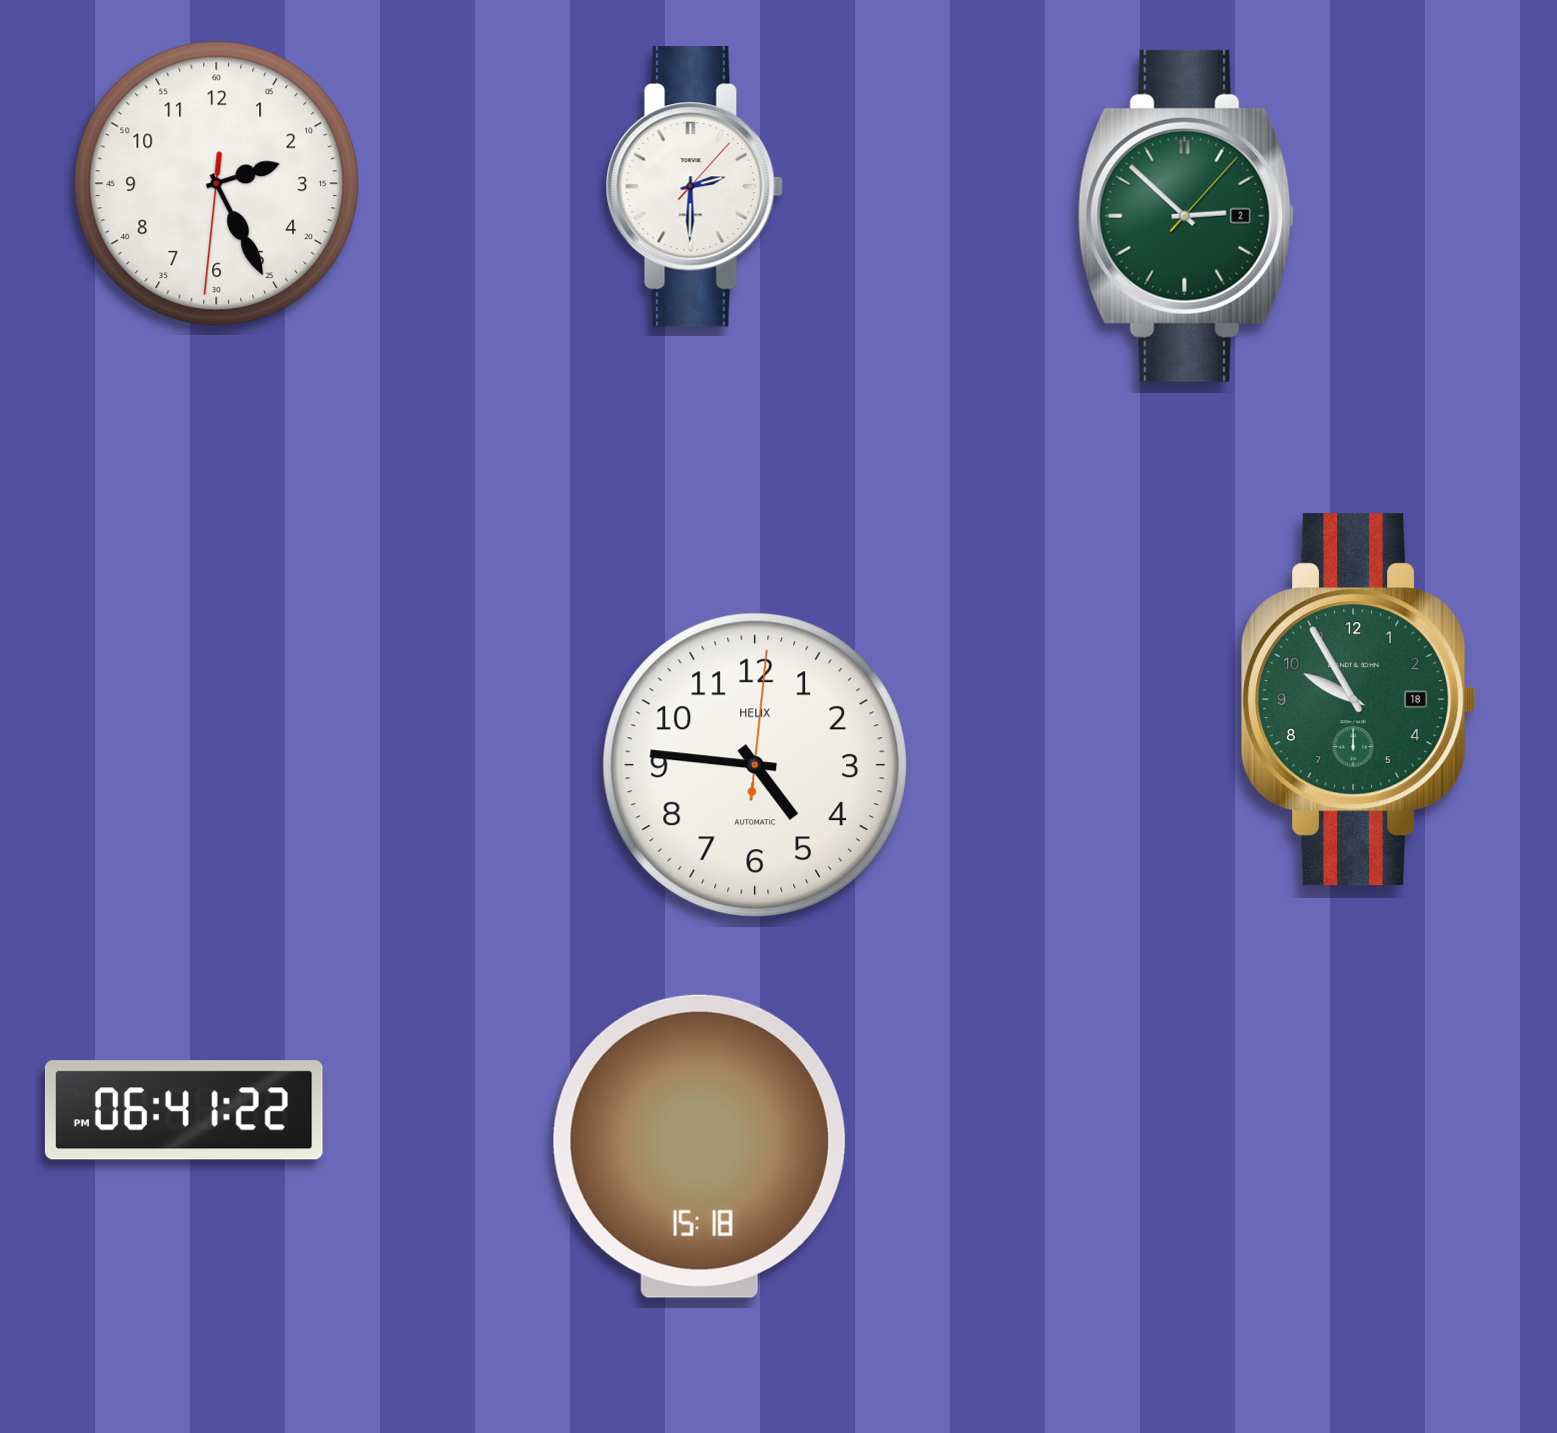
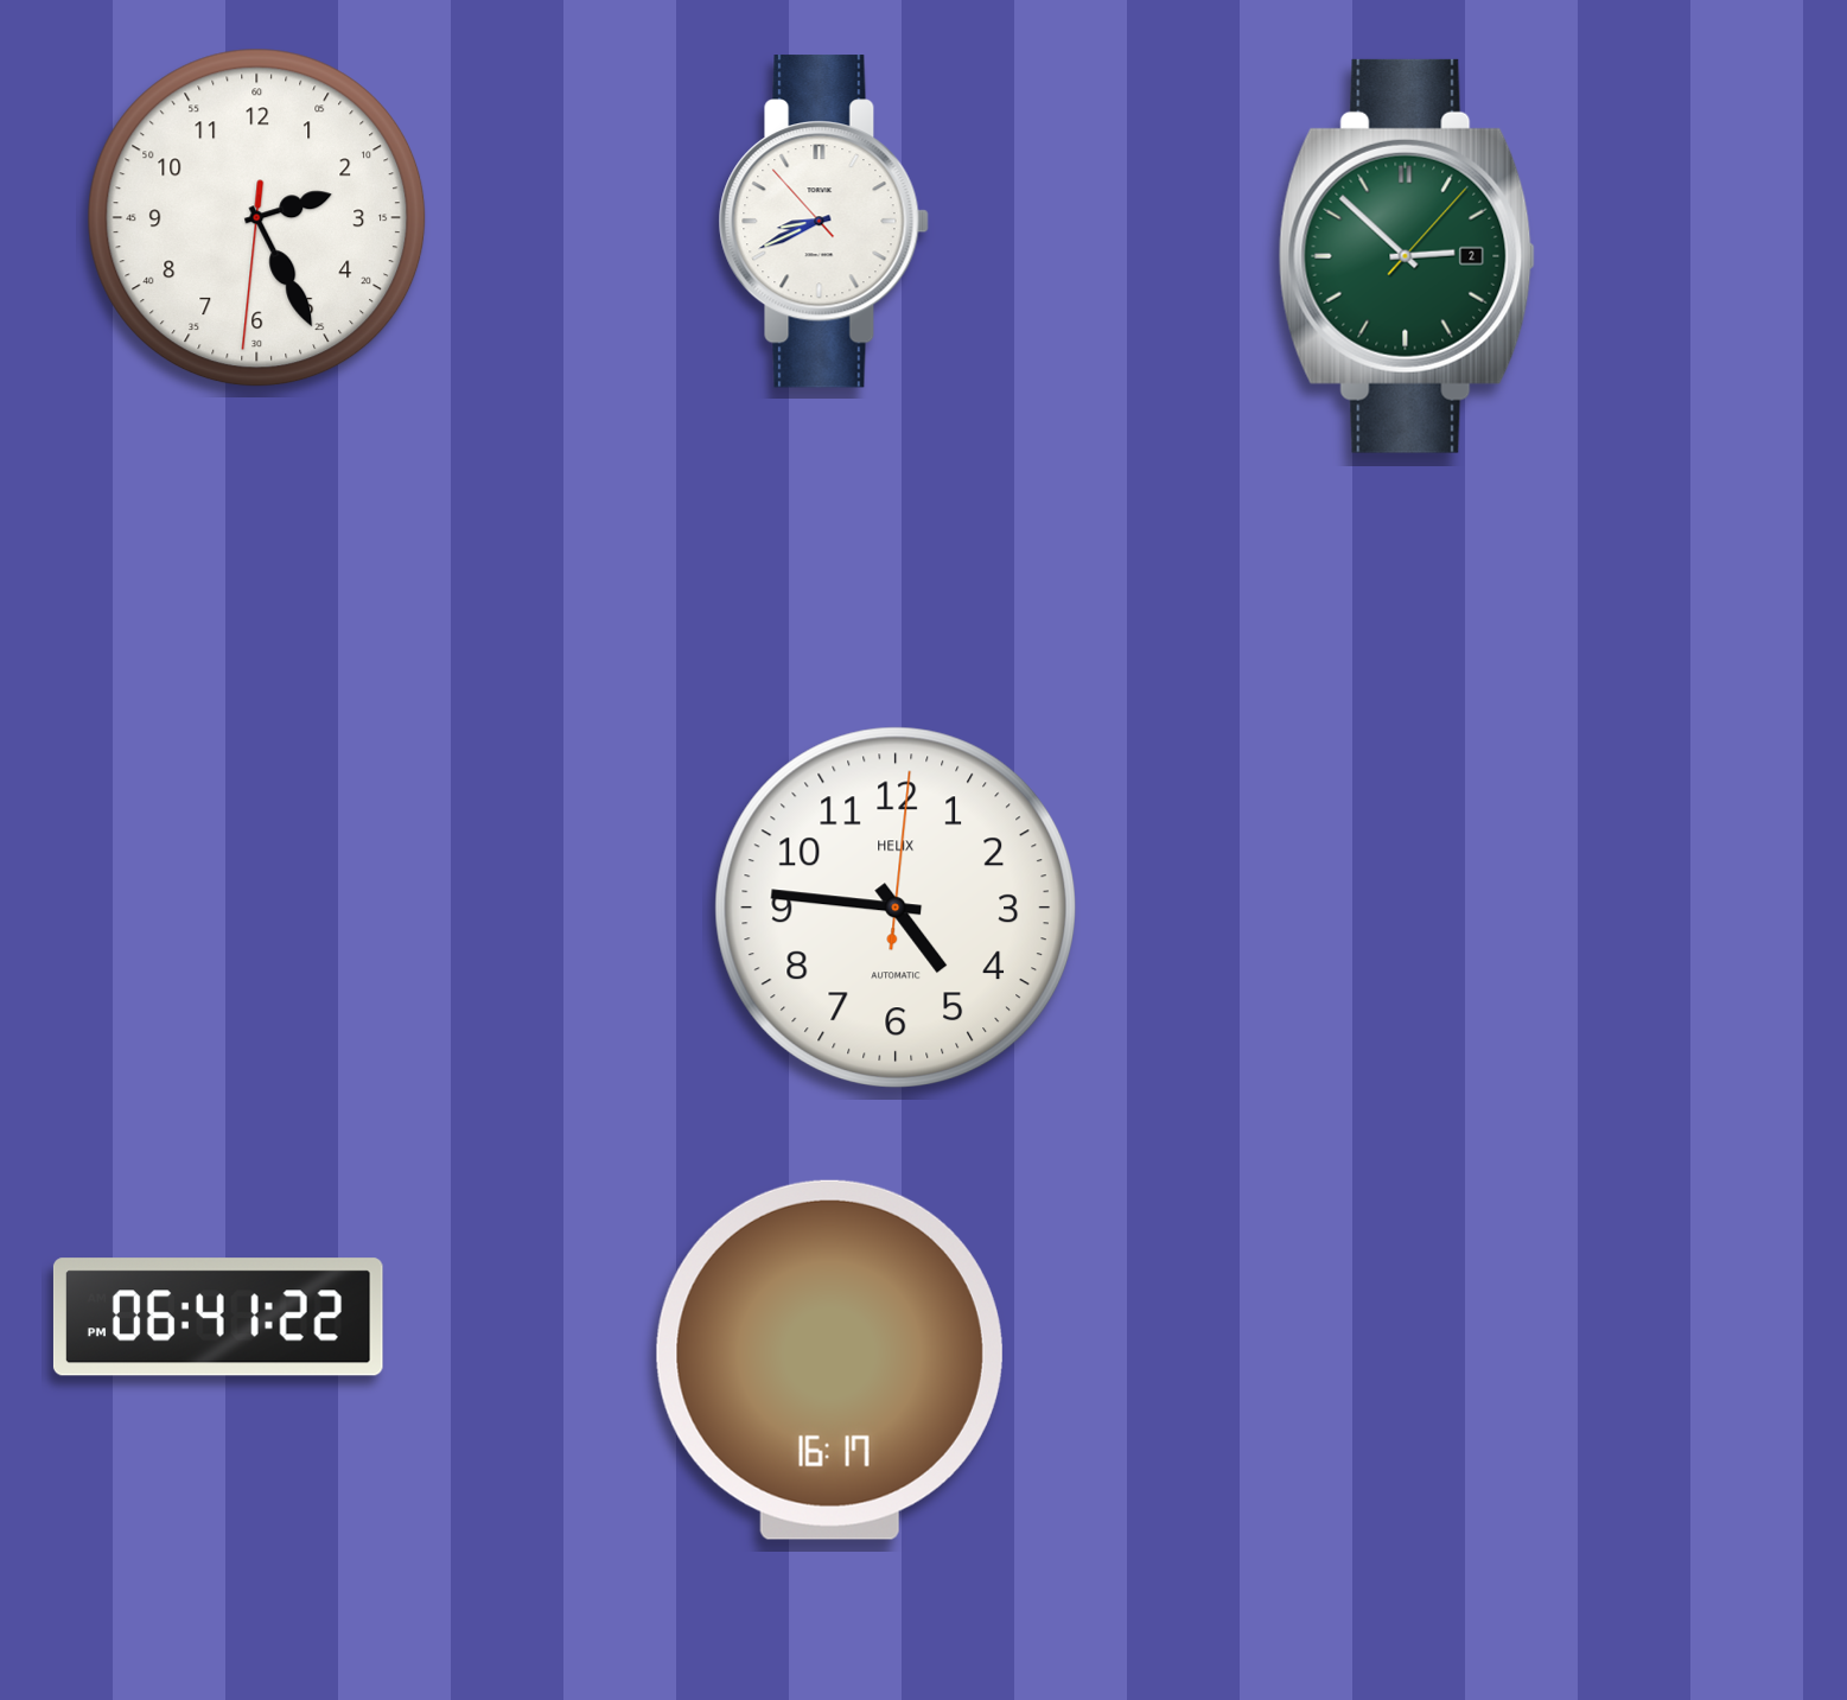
clock at (694, 187): 2:30 -> 8:40
clock at (1359, 700): 9:55 -> none
clock at (699, 1146): 15:18 -> 16:17
